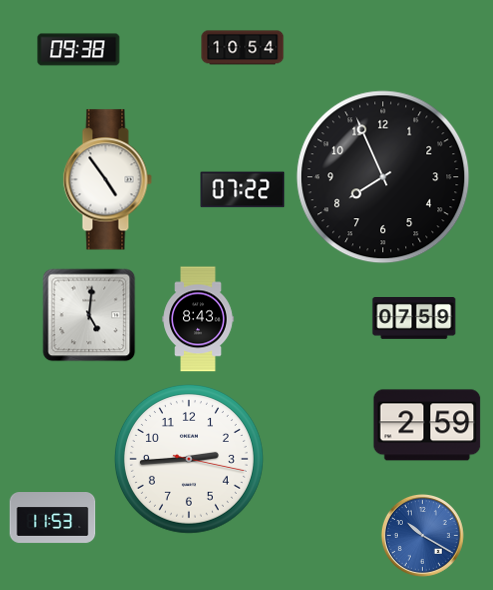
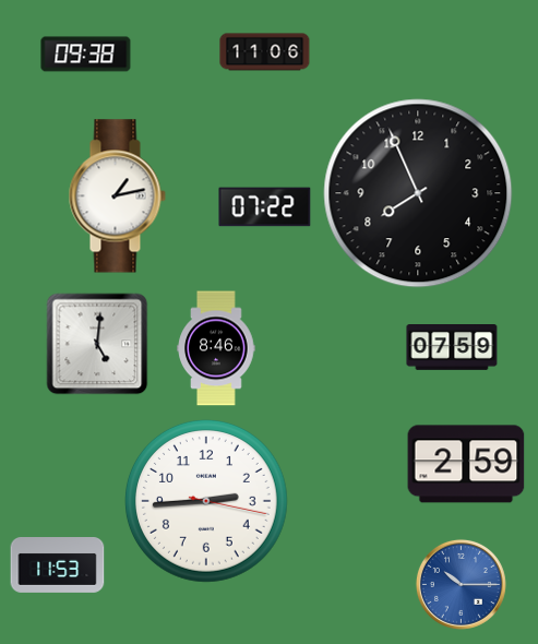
clock at (243, 48): 10:54 -> 11:06
clock at (107, 180): 4:54 -> 1:13
clock at (198, 319): 8:43 -> 8:46
clock at (422, 535): 10:20 -> 10:15
